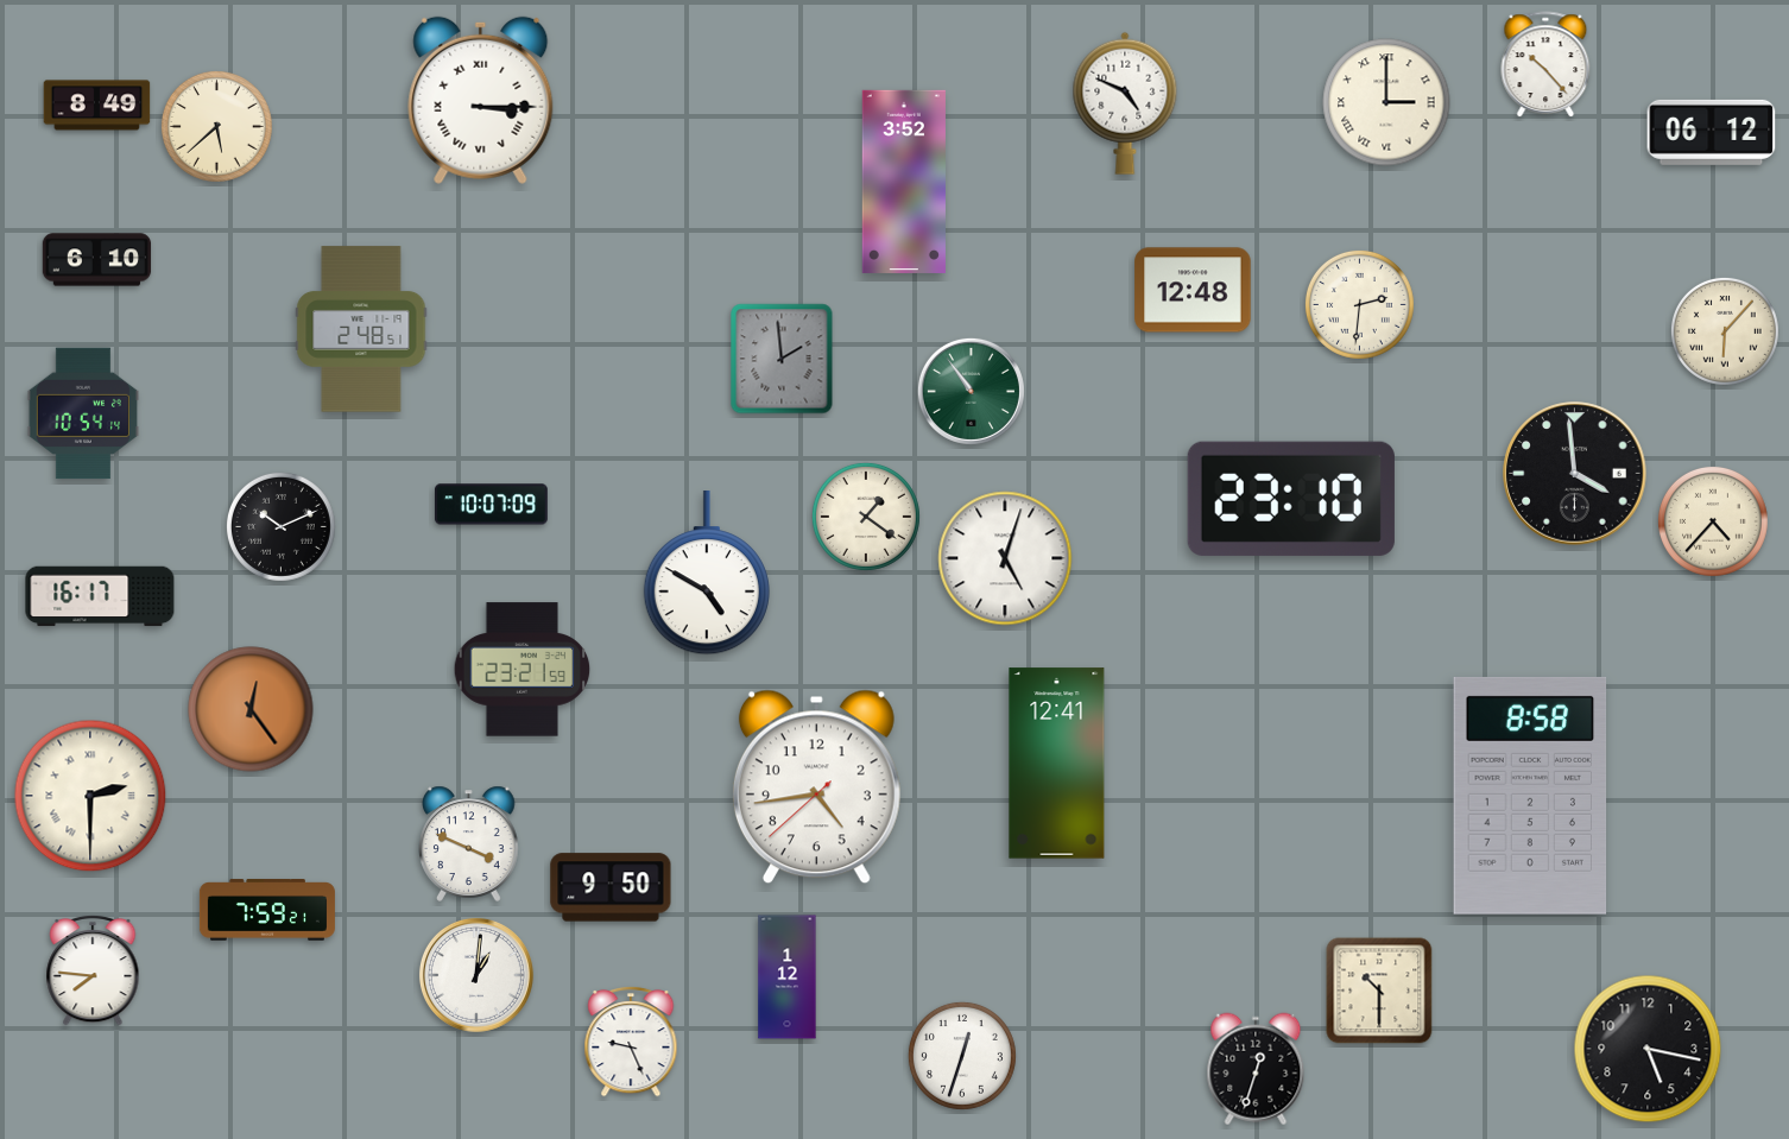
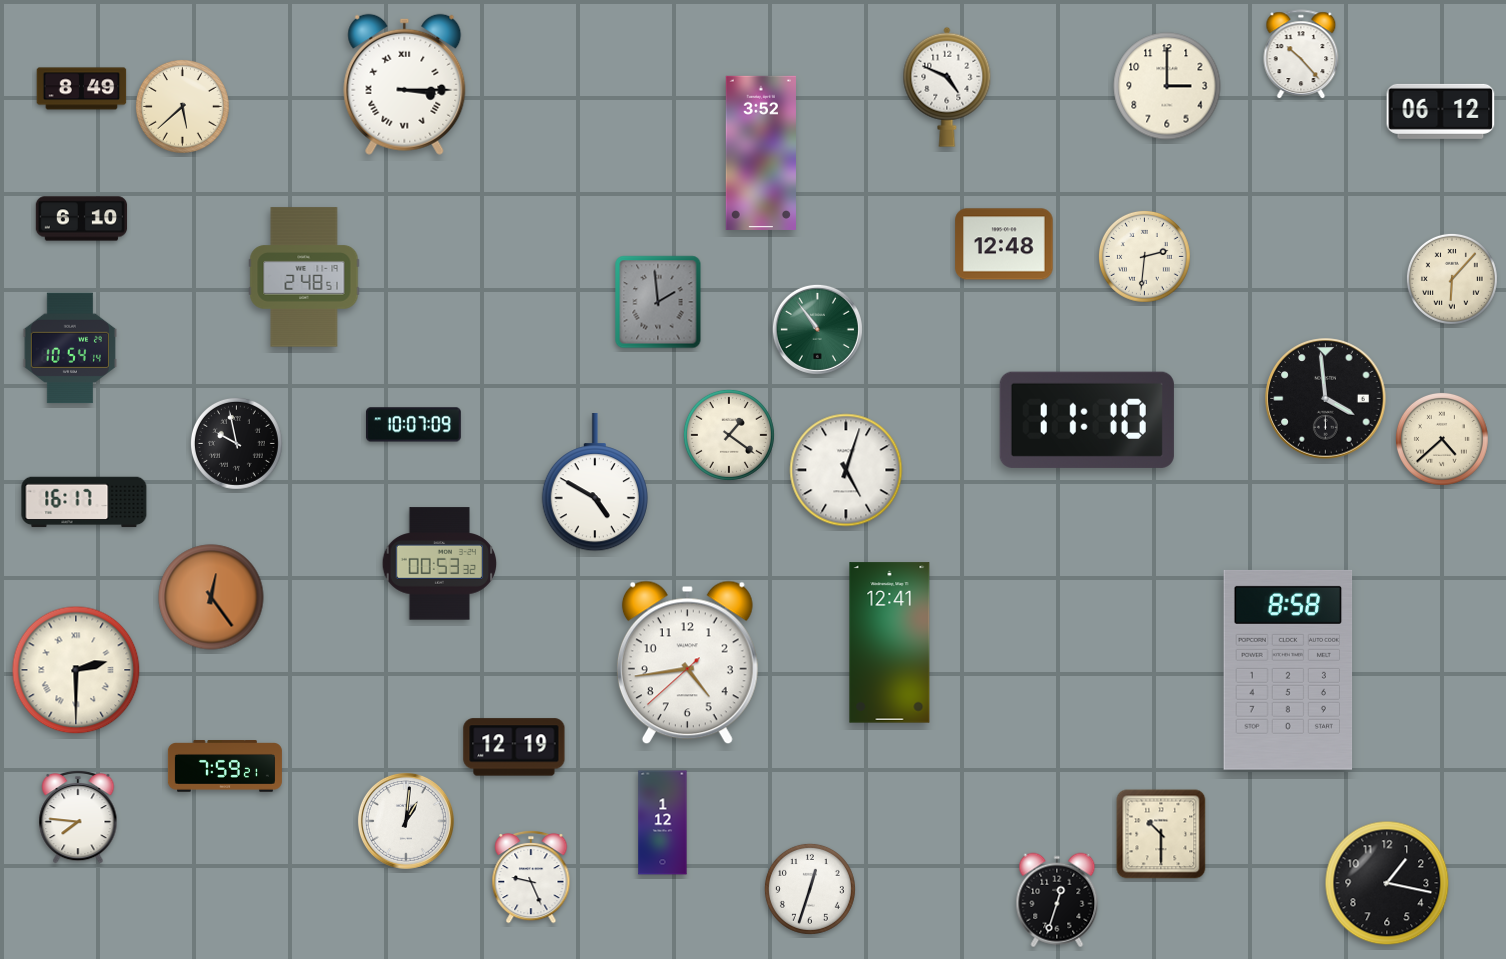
clock at (1386, 102) numerals: Roman -> Arabic
clock at (1291, 499): 23:10 -> 11:10
clock at (1713, 521): 4:37 -> 4:38
clock at (280, 526): 10:11 -> 9:58
clock at (523, 670): 23:21 -> 00:53
clock at (469, 843): 3:49 -> none
clock at (611, 887): 9:50 -> 12:19
clock at (476, 975) position: (476, 975) -> (406, 821)
clock at (1648, 1049): 5:17 -> 1:17
